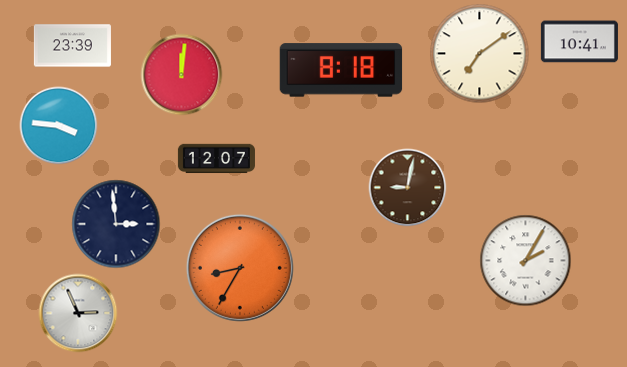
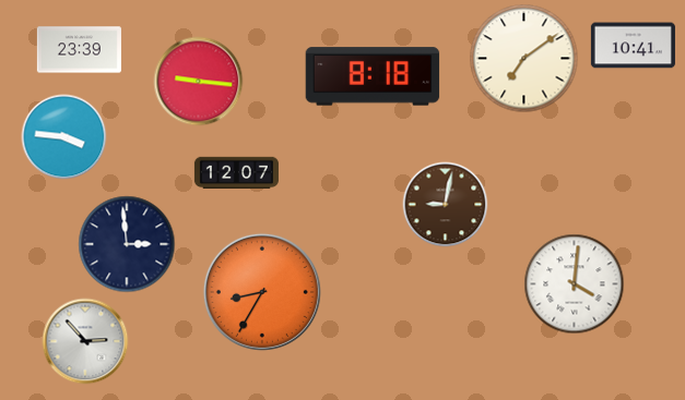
clock at (181, 74): 12:01 -> 9:16
clock at (525, 260): 2:05 -> 4:01
clock at (78, 313): 2:56 -> 2:53
